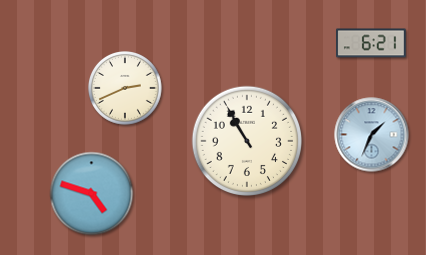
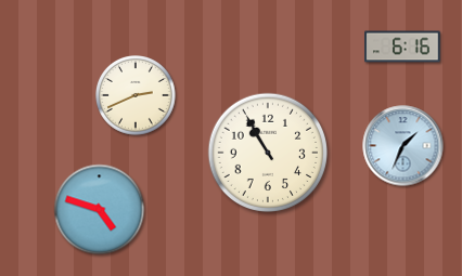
clock at (372, 43): 6:21 -> 6:16
